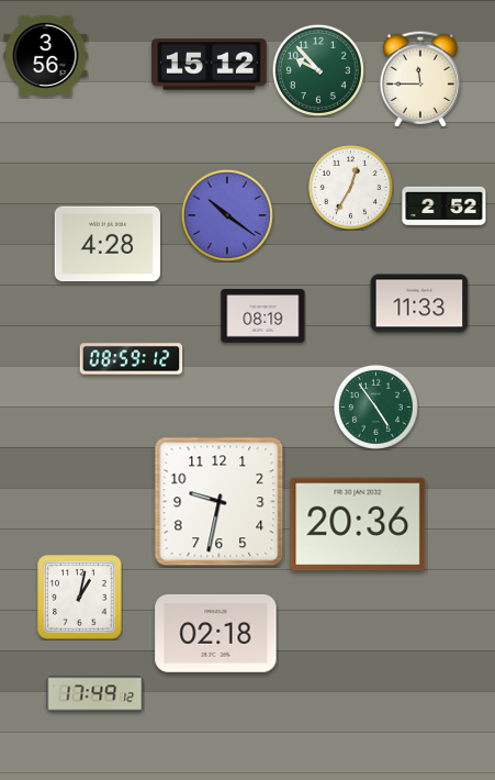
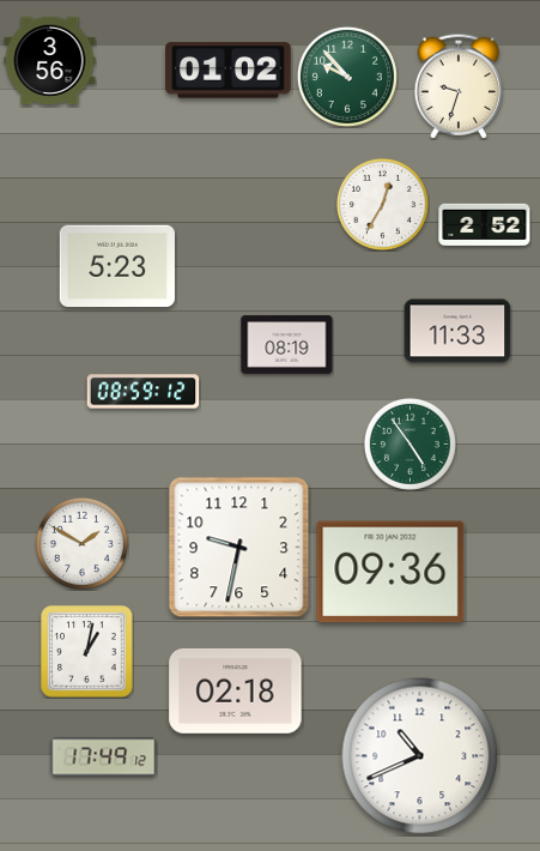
clock at (210, 65): 15:12 -> 01:02
clock at (420, 79): 11:45 -> 9:33
clock at (227, 215): 10:21 -> none
clock at (106, 244): 4:28 -> 5:23
clock at (81, 543): none -> 1:50
clock at (358, 524): 20:36 -> 09:36
clock at (420, 756): none -> 10:41
